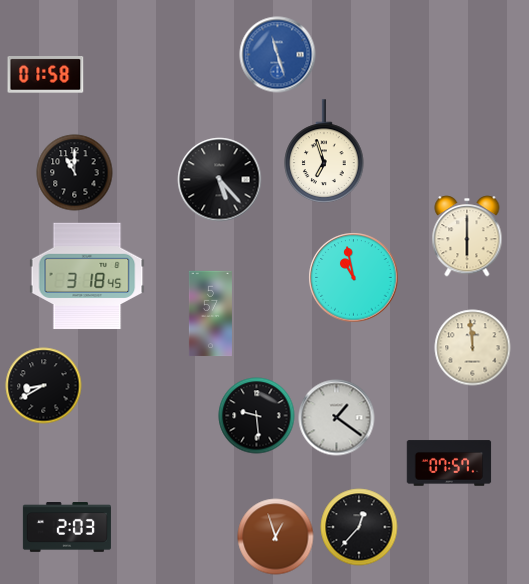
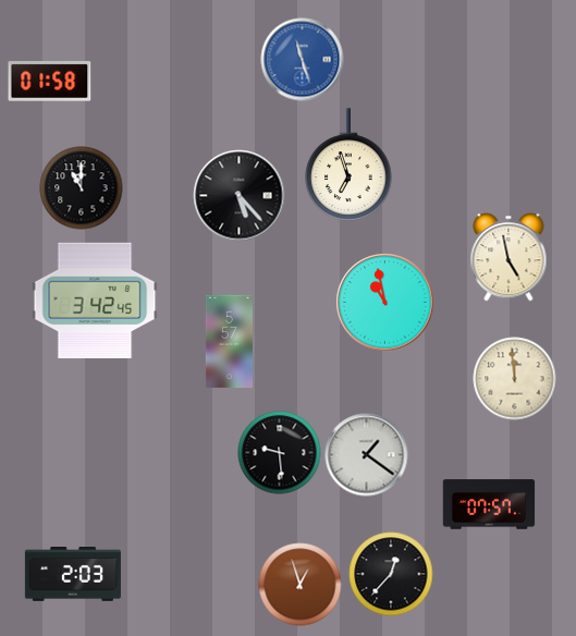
clock at (324, 151) position: (324, 151) -> (348, 164)
clock at (467, 236): 6:00 -> 4:58
clock at (87, 276): 3:18 -> 3:42
clock at (44, 386): 8:40 -> none
